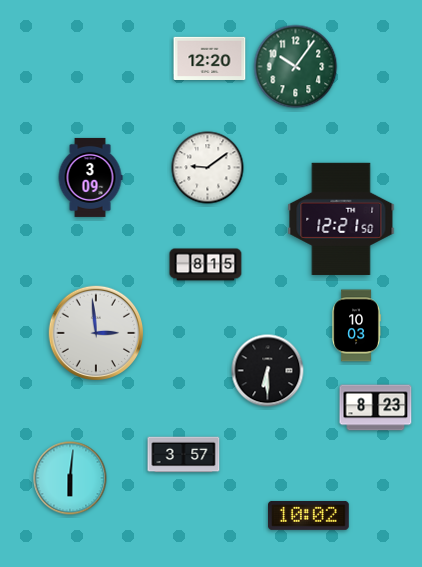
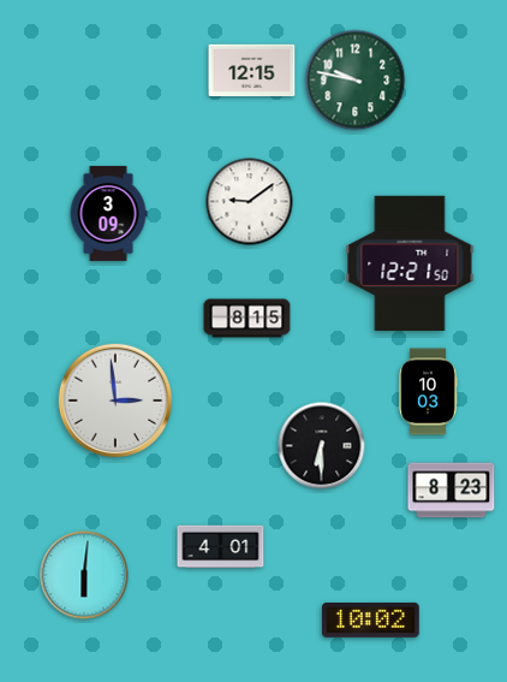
clock at (210, 58): 12:20 -> 12:15
clock at (296, 67): 10:06 -> 9:47
clock at (184, 455): 3:57 -> 4:01
